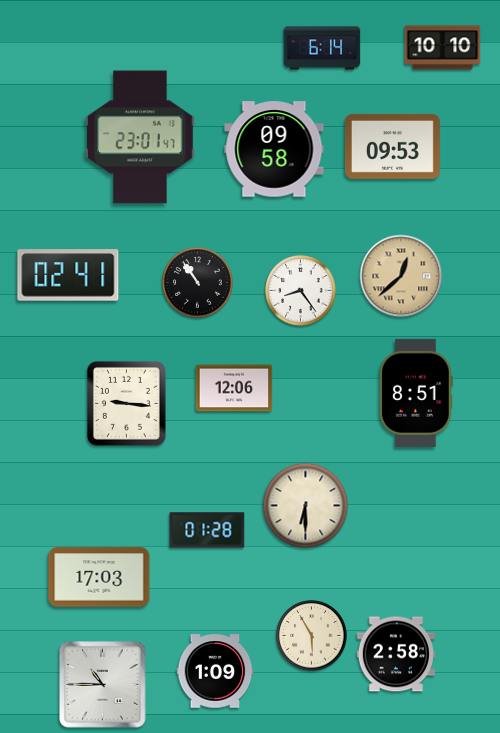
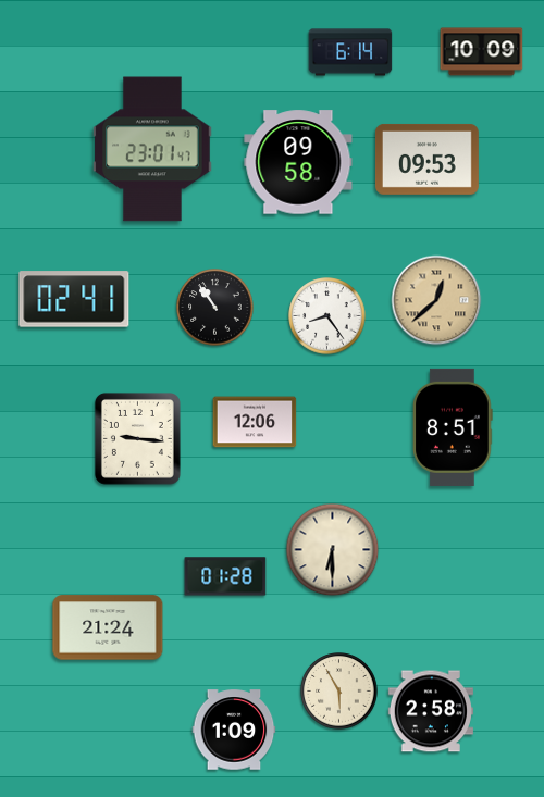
clock at (443, 48): 10:10 -> 10:09
clock at (99, 577): 17:03 -> 21:24
clock at (103, 685): 10:45 -> none
